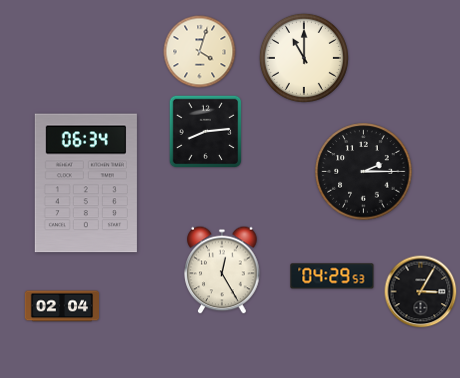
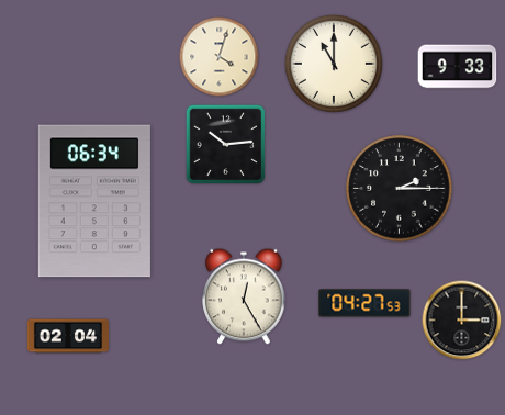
clock at (458, 67): none -> 9:33
clock at (206, 132): 8:14 -> 10:14
clock at (332, 276): 04:29 -> 04:27
clock at (421, 292): 3:05 -> 3:00
